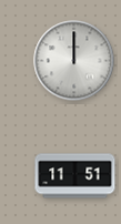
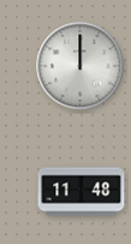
clock at (75, 176): 11:51 -> 11:48
